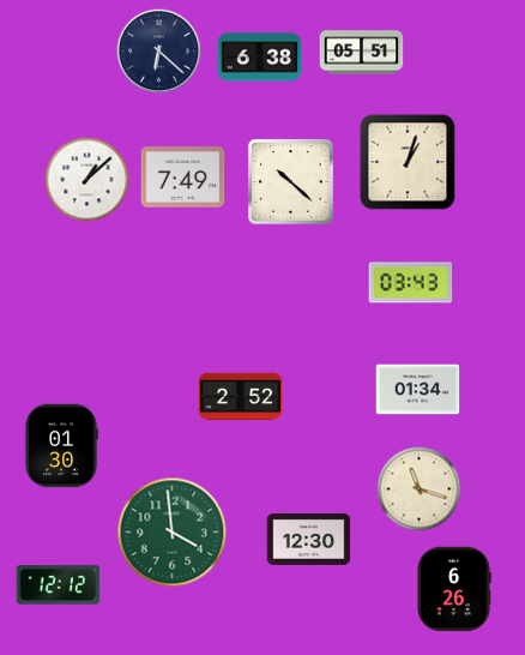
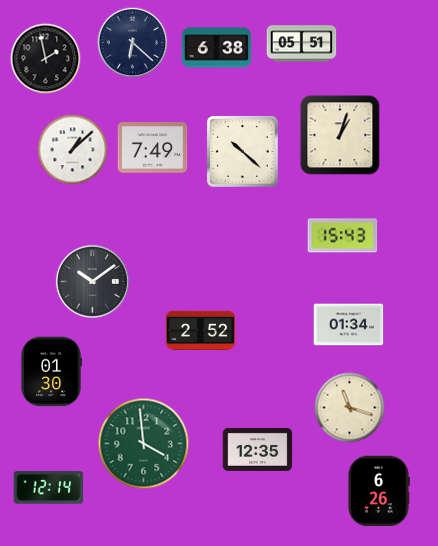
clock at (46, 59): none -> 1:58
clock at (411, 283): 03:43 -> 15:43
clock at (92, 281): none -> 10:09
clock at (309, 539): 12:30 -> 12:35
clock at (59, 585): 12:12 -> 12:14
